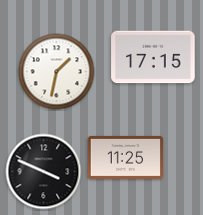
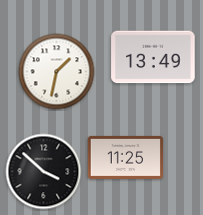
clock at (153, 57): 17:15 -> 13:49
clock at (44, 172): 3:49 -> 3:52
